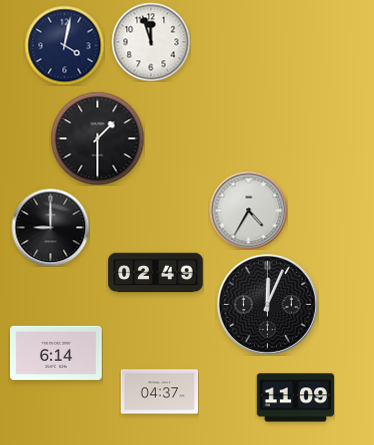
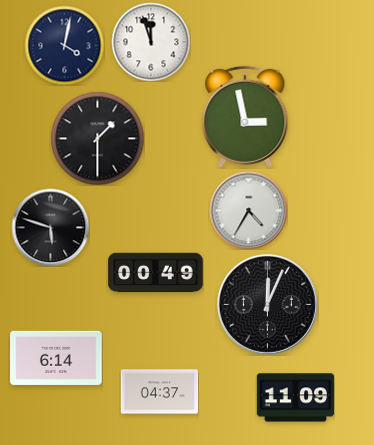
clock at (245, 117): none -> 2:58
clock at (50, 227): 9:00 -> 5:48
clock at (156, 273): 02:49 -> 00:49
clock at (56, 353) position: (56, 353) -> (56, 358)
